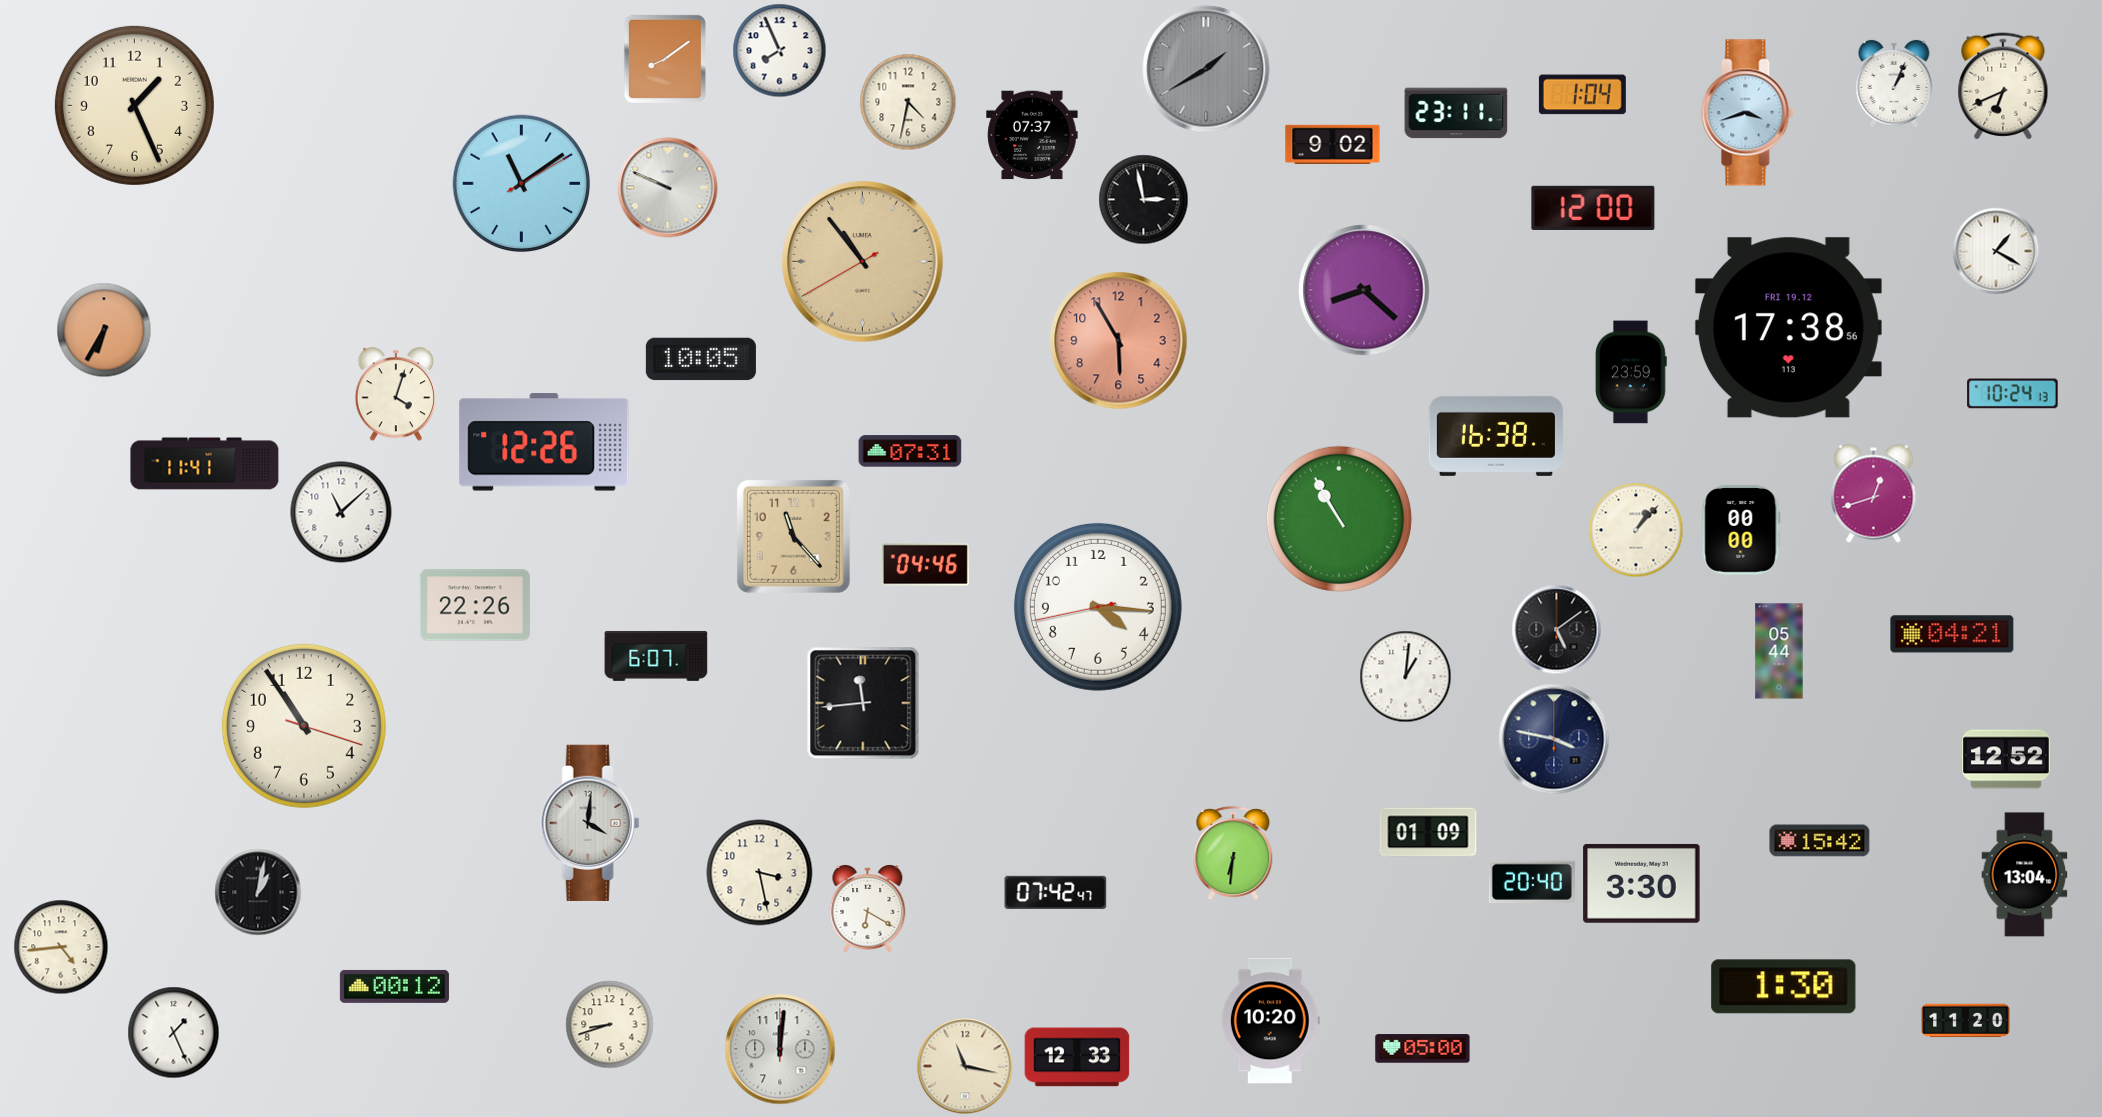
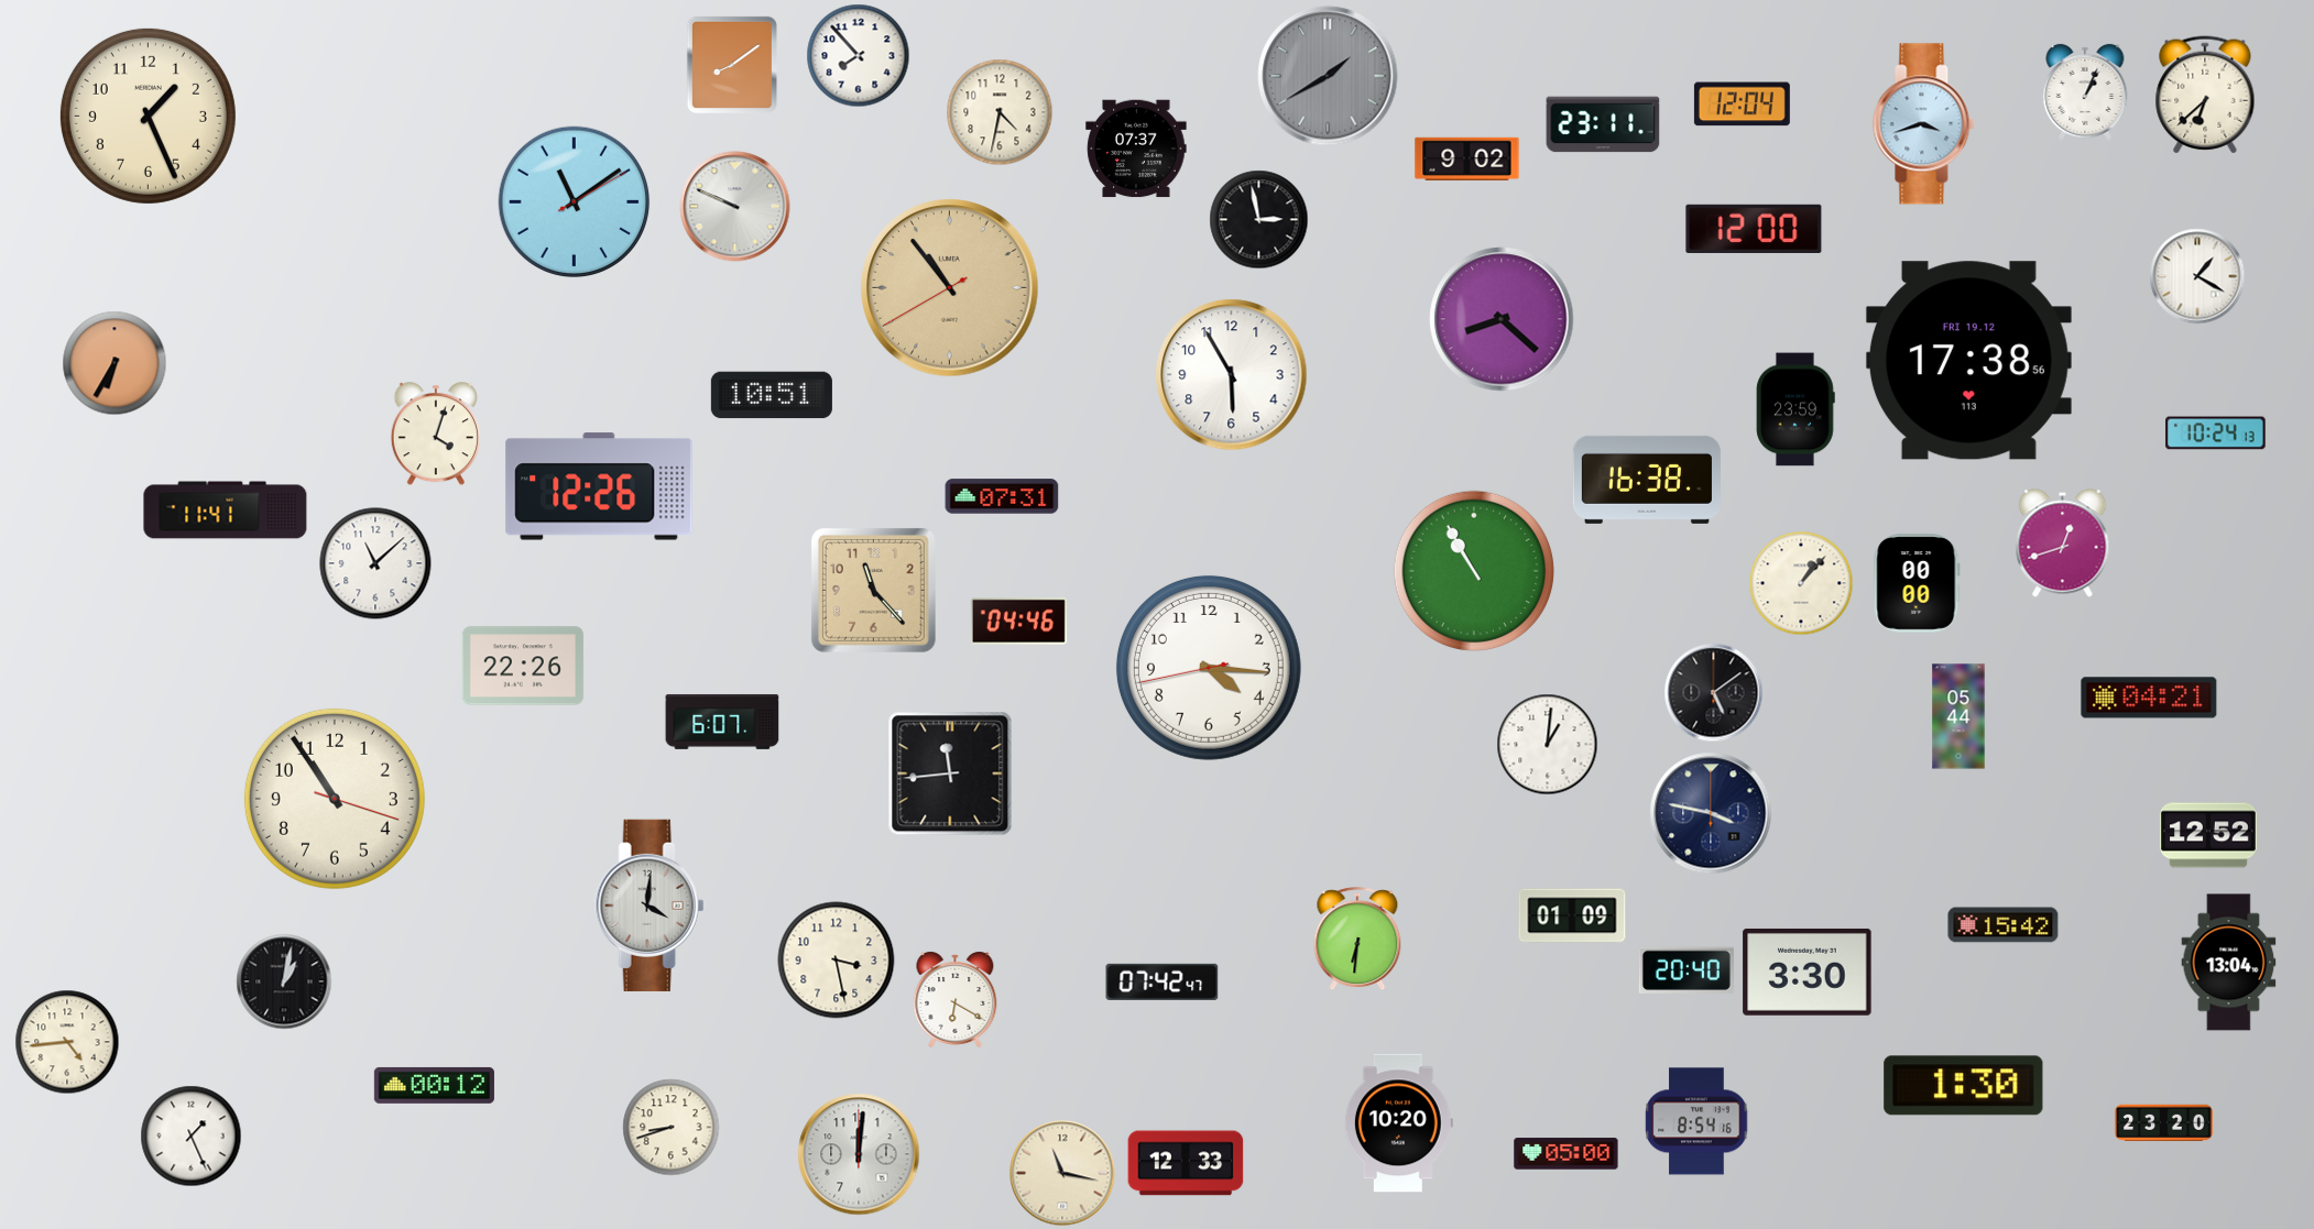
clock at (780, 51): 7:56 -> 7:53
clock at (2003, 86): 6:41 -> 6:38
clock at (1582, 95): 1:04 -> 12:04
clock at (1119, 341) dial: salmon -> white
clock at (701, 359): 10:05 -> 10:51
clock at (1696, 1121): none -> 8:54
clock at (1966, 1021): 11:20 -> 23:20
